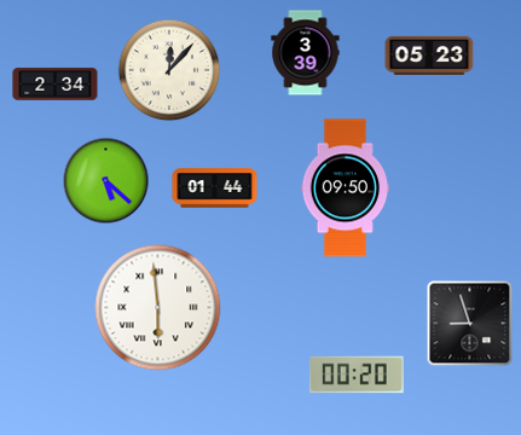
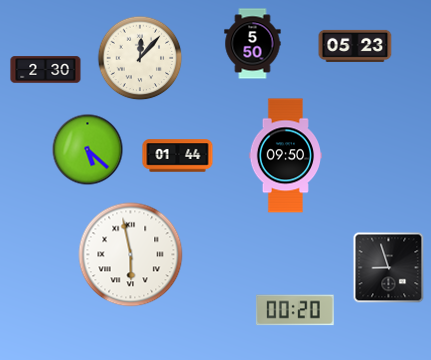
clock at (306, 53): 3:39 -> 5:50
clock at (56, 85): 2:34 -> 2:30
clock at (158, 308): 5:59 -> 5:58
